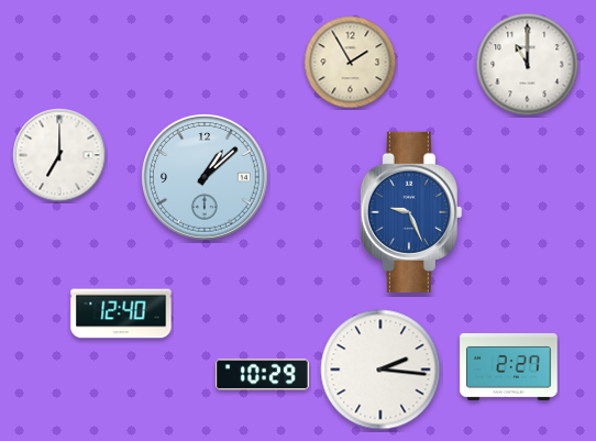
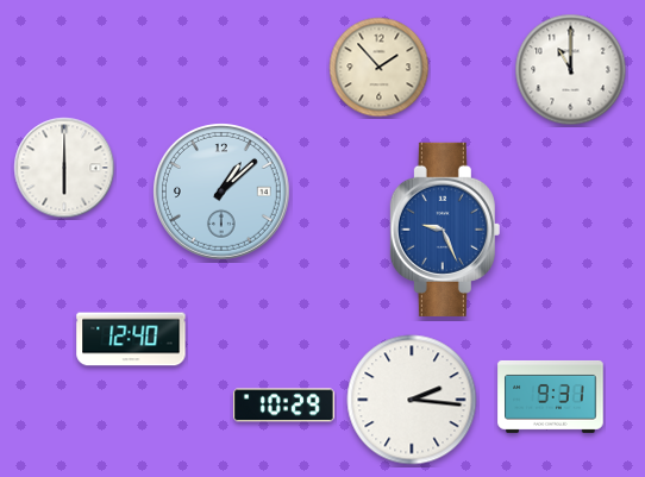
clock at (351, 63): 1:55 -> 1:53
clock at (59, 155): 7:00 -> 6:00
clock at (509, 366): 2:27 -> 9:31
